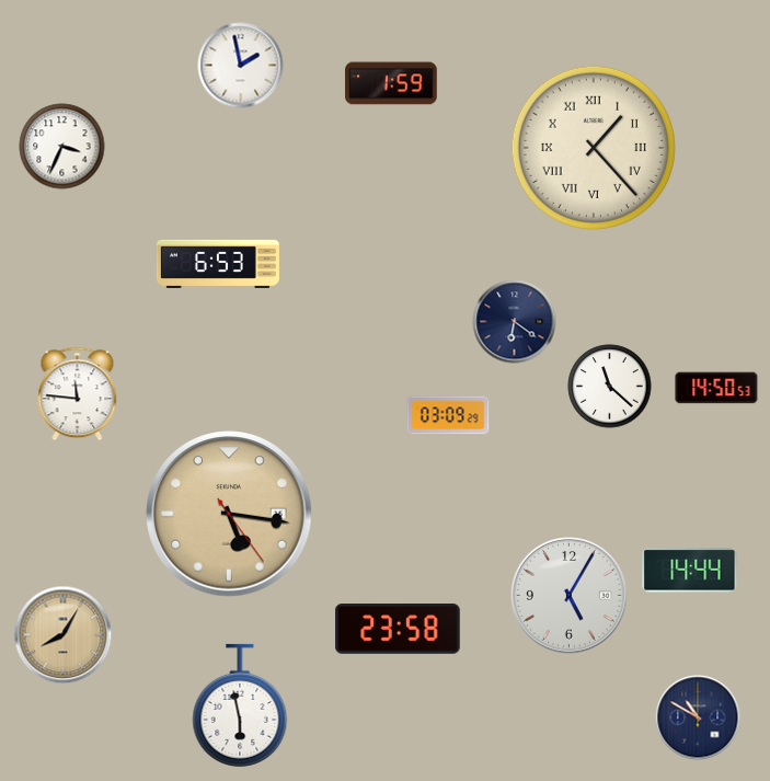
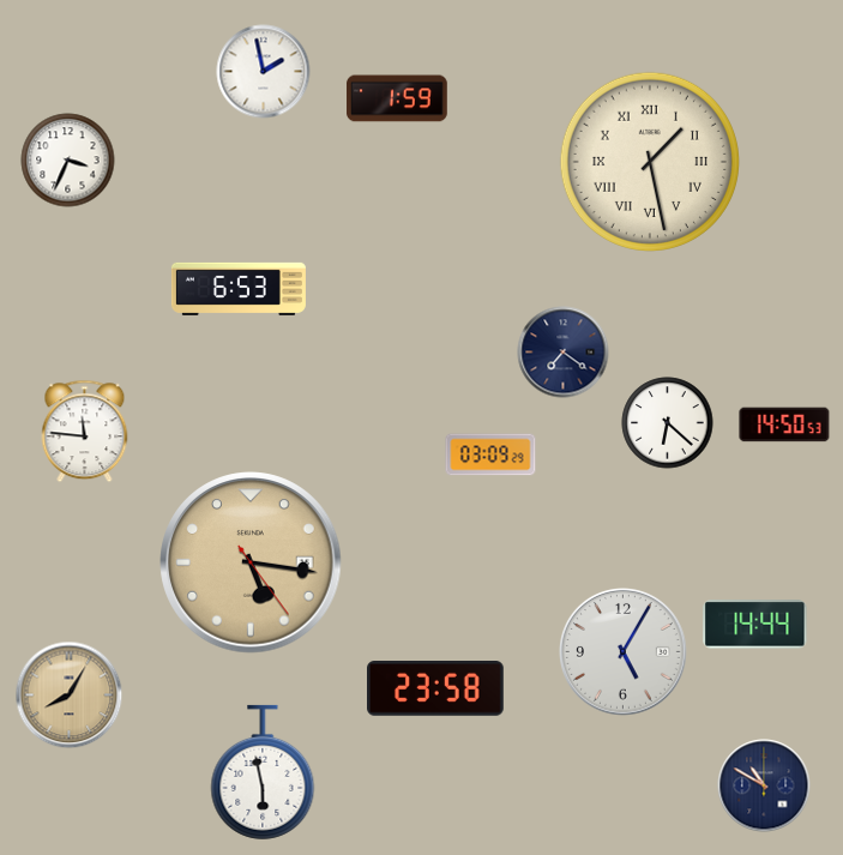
clock at (391, 83) position: (391, 83) -> (397, 98)
clock at (594, 148): 1:23 -> 1:28
clock at (515, 322): 6:21 -> 7:21
clock at (610, 387): 11:22 -> 6:22
